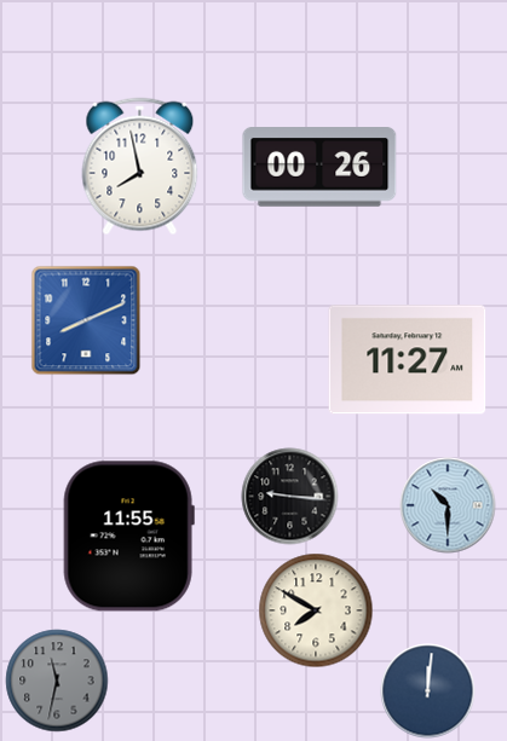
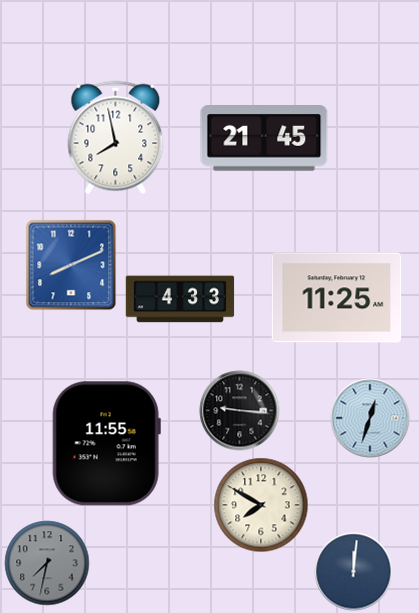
clock at (319, 168): 00:26 -> 21:45
clock at (408, 360): 11:27 -> 11:25
clock at (180, 299): none -> 4:33
clock at (448, 505): 10:30 -> 12:33
clock at (57, 681): 11:32 -> 7:32
